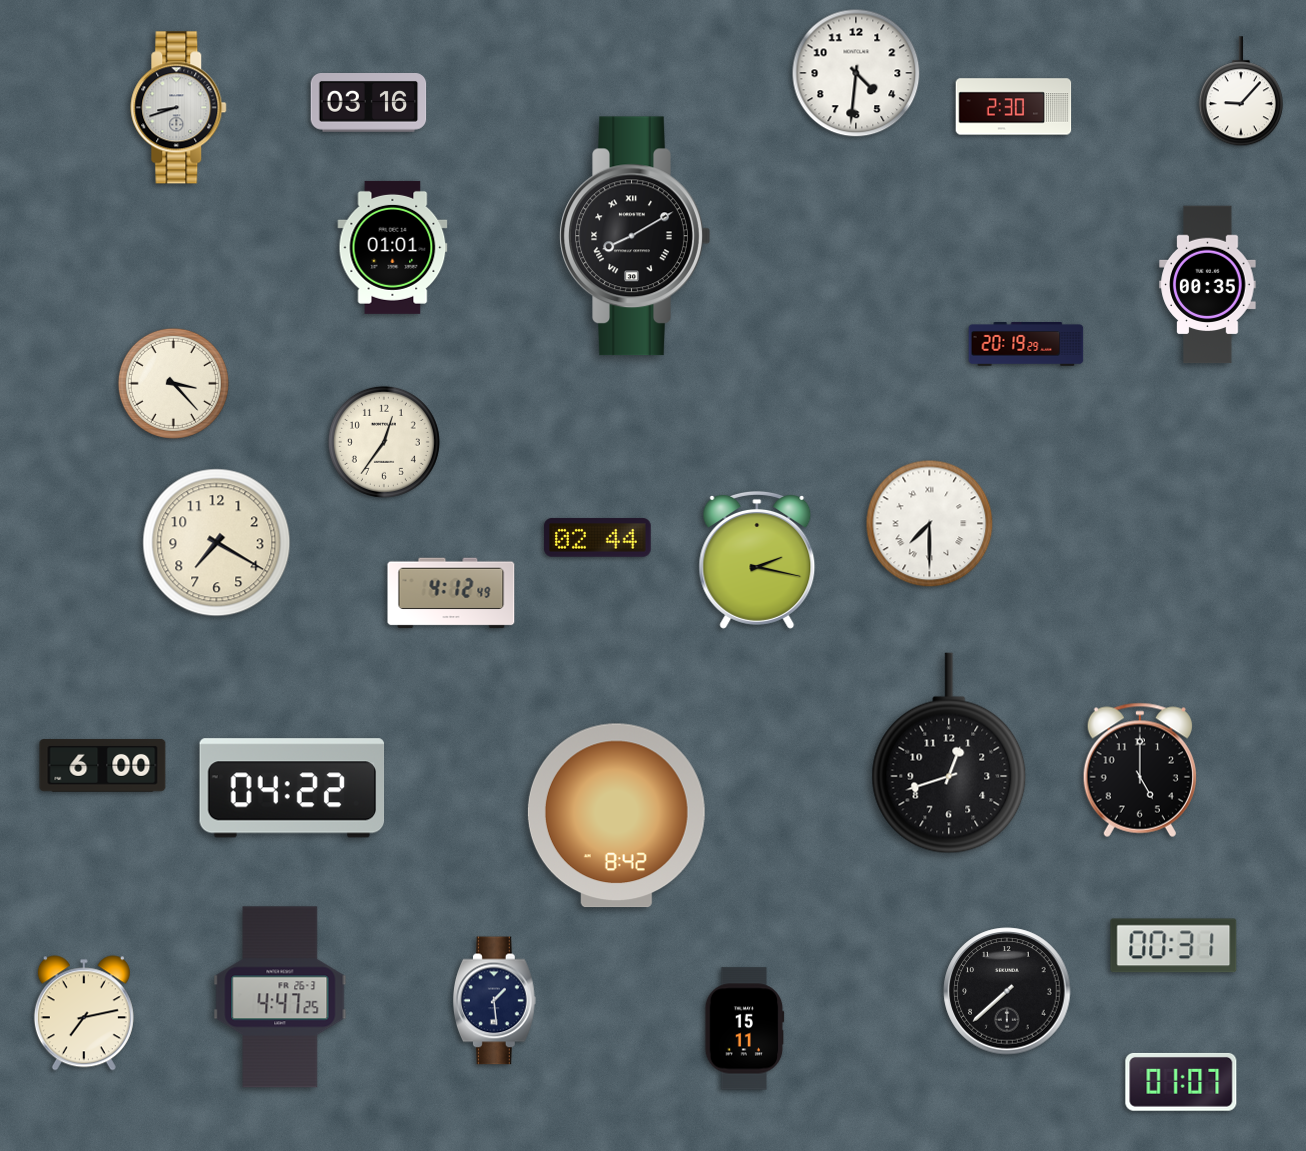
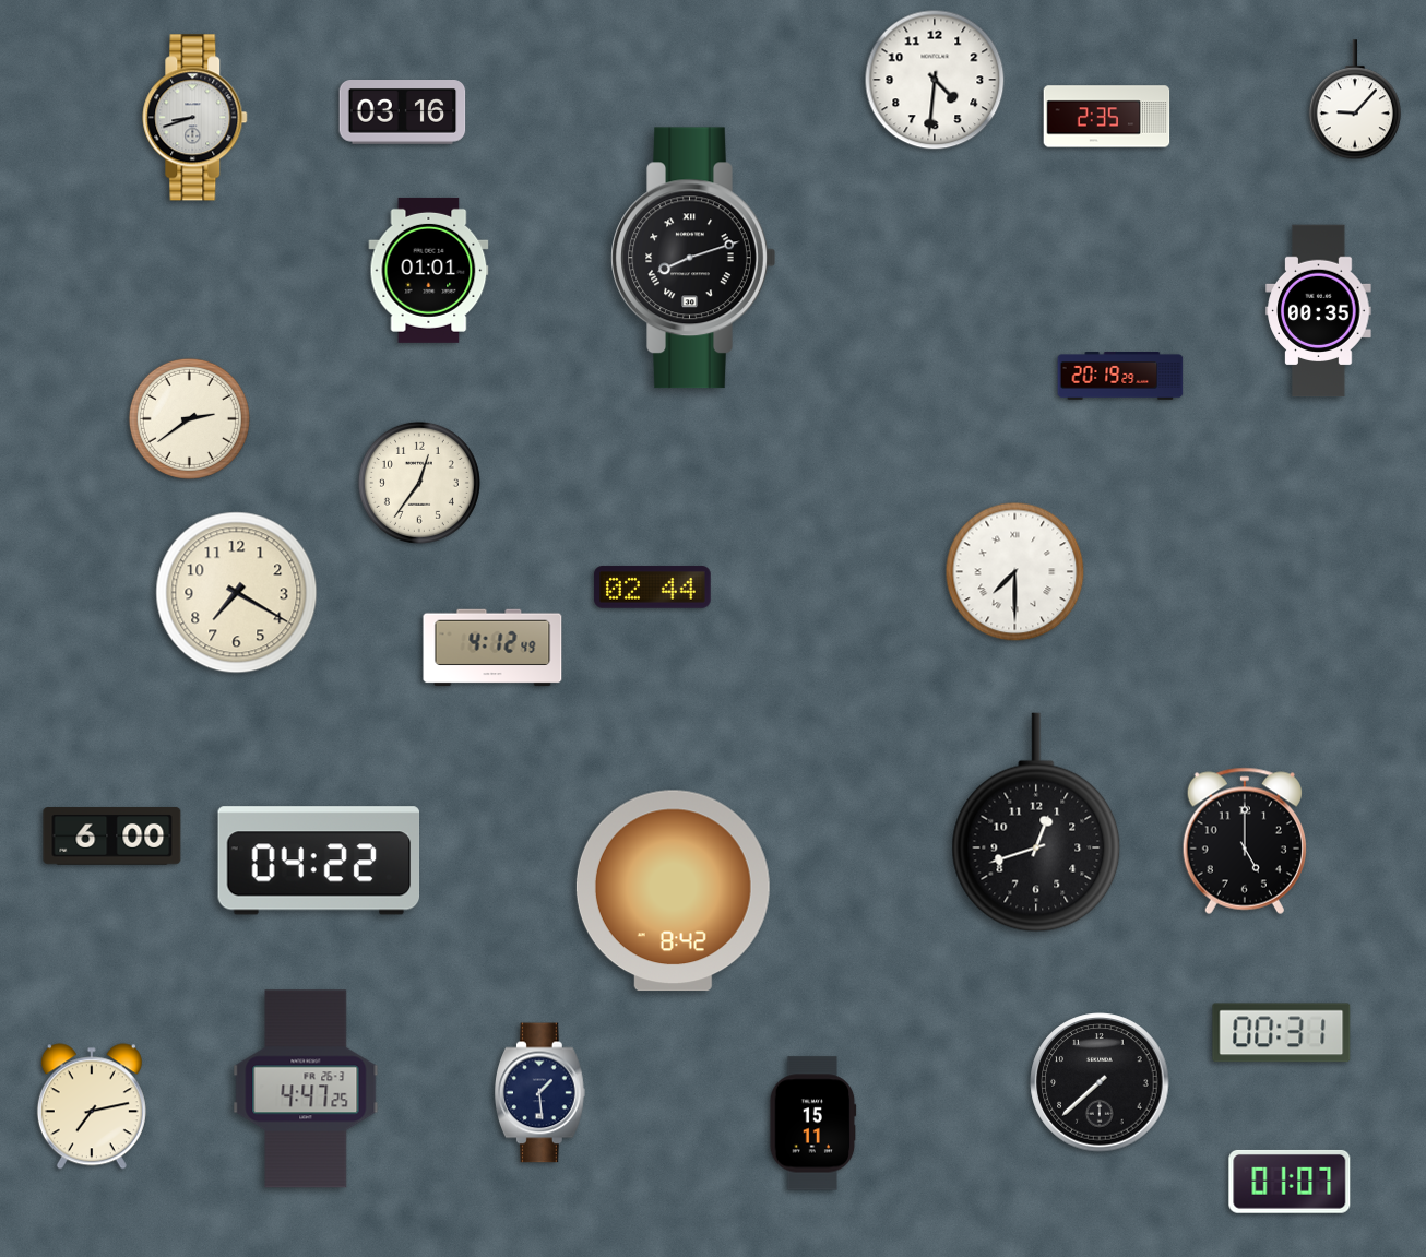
clock at (1014, 107): 2:30 -> 2:35
clock at (635, 236): 8:10 -> 8:12
clock at (173, 383): 3:23 -> 2:39
clock at (757, 560): 2:17 -> none
